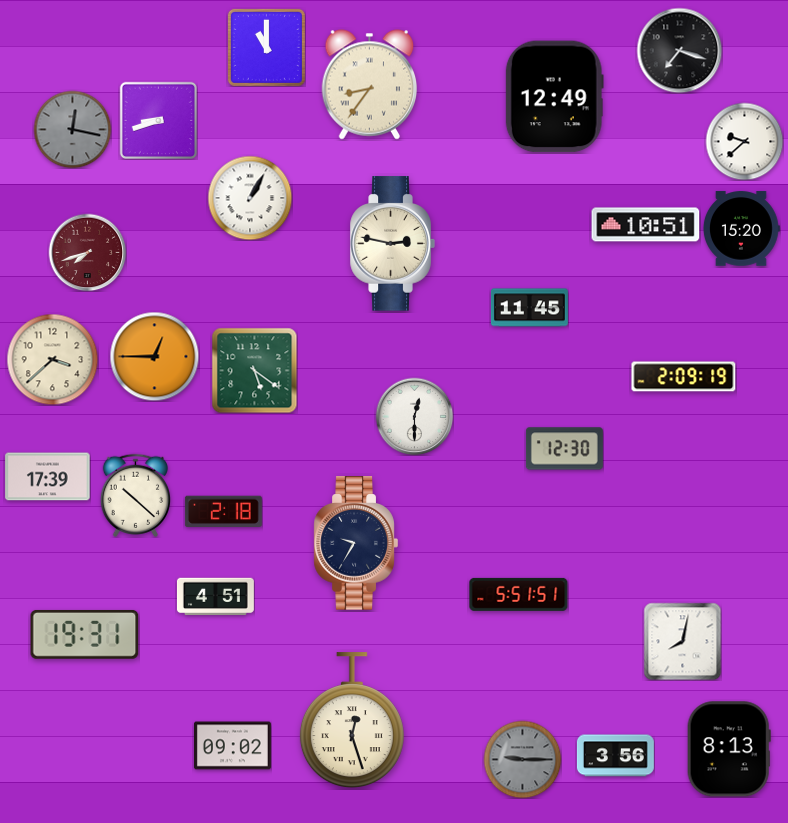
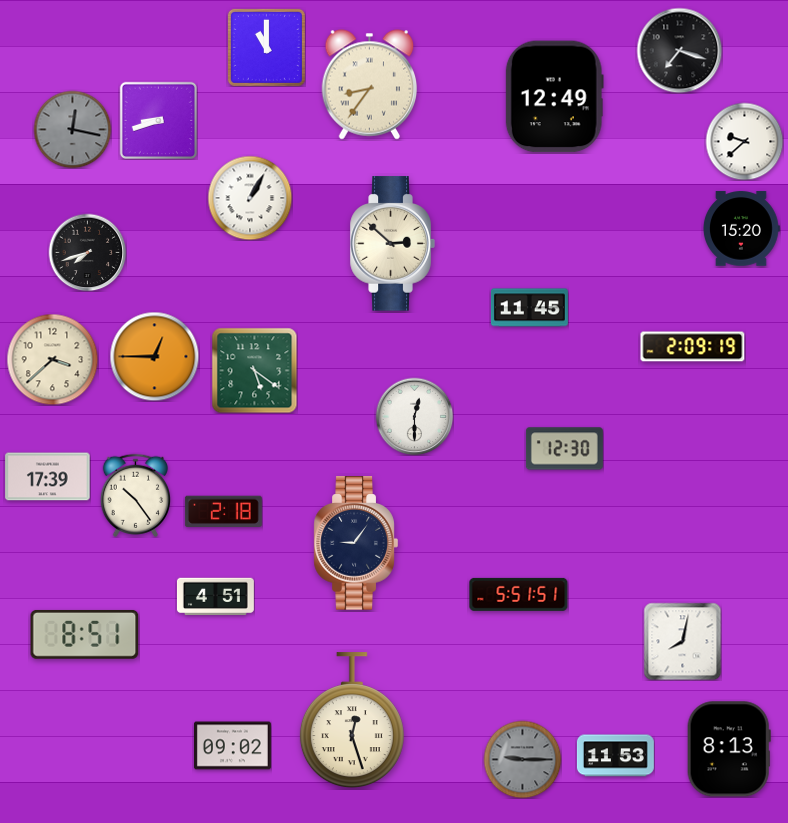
clock at (646, 225): 10:51 -> none
clock at (392, 244): 2:47 -> 2:52
clock at (87, 252) dial: burgundy -> black
clock at (684, 377) position: (684, 377) -> (693, 347)
clock at (135, 495): 10:22 -> 10:24
clock at (356, 543): 9:35 -> 9:06
clock at (85, 634): 19:31 -> 8:51
clock at (615, 756): 3:56 -> 11:53
